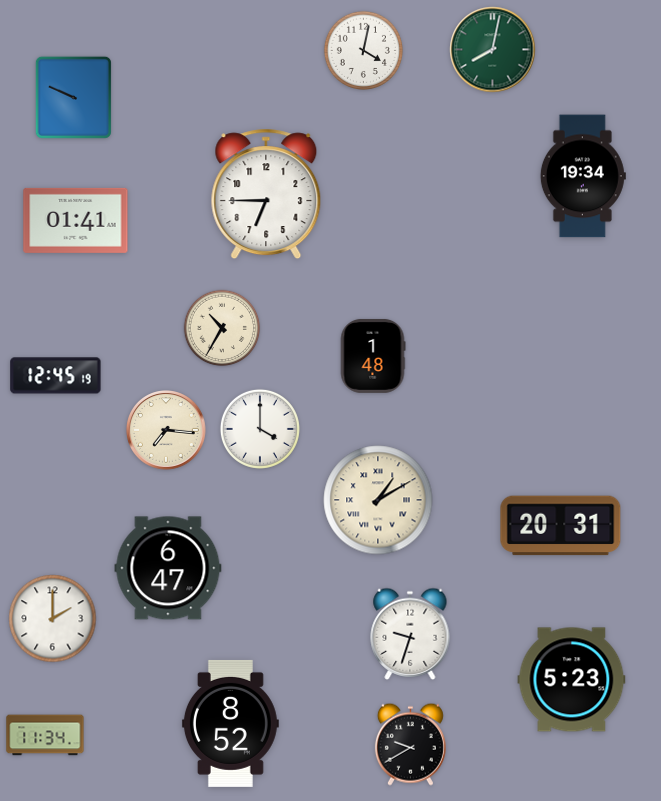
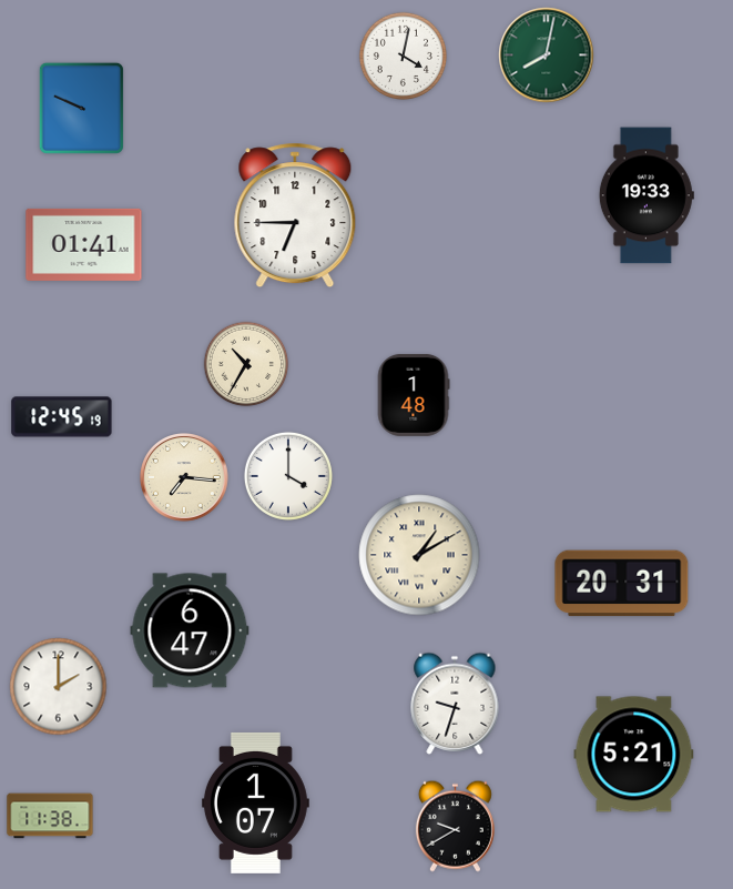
clock at (583, 176): 19:34 -> 19:33
clock at (168, 568) position: (168, 568) -> (190, 630)
clock at (572, 680): 5:23 -> 5:21
clock at (230, 723): 8:52 -> 1:07
clock at (45, 735): 11:34 -> 11:38
